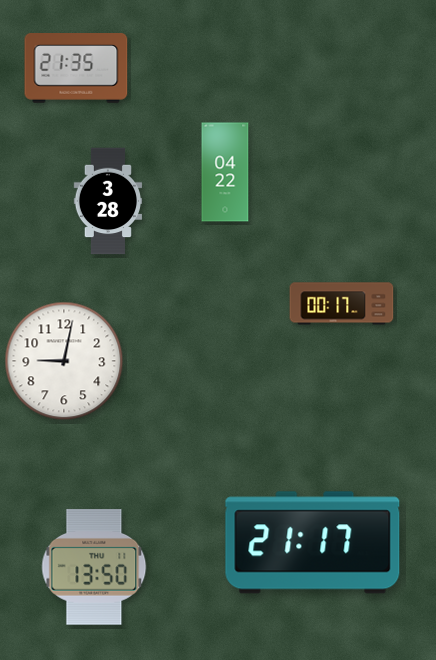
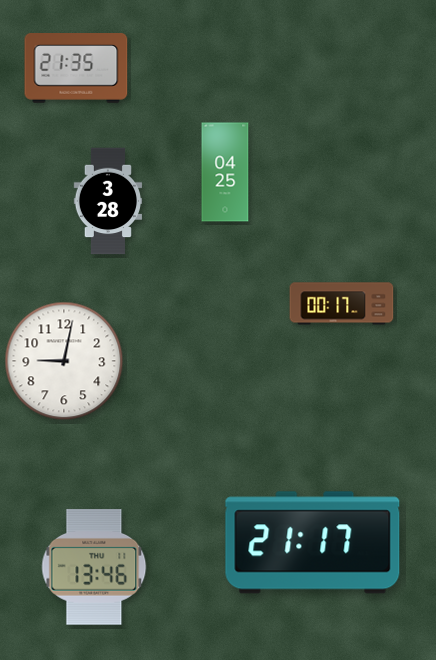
clock at (225, 172): 04:22 -> 04:25
clock at (94, 568): 13:50 -> 13:46
